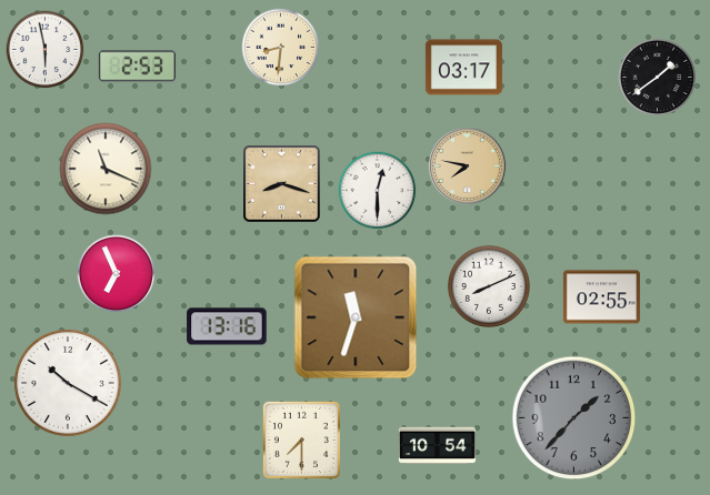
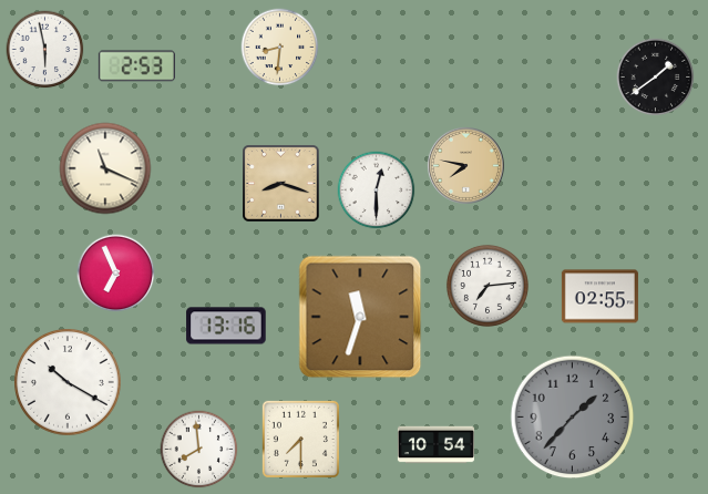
clock at (463, 68): 03:17 -> none
clock at (489, 286): 8:11 -> 7:14
clock at (356, 317) position: (356, 317) -> (360, 317)
clock at (199, 450): none -> 7:59
